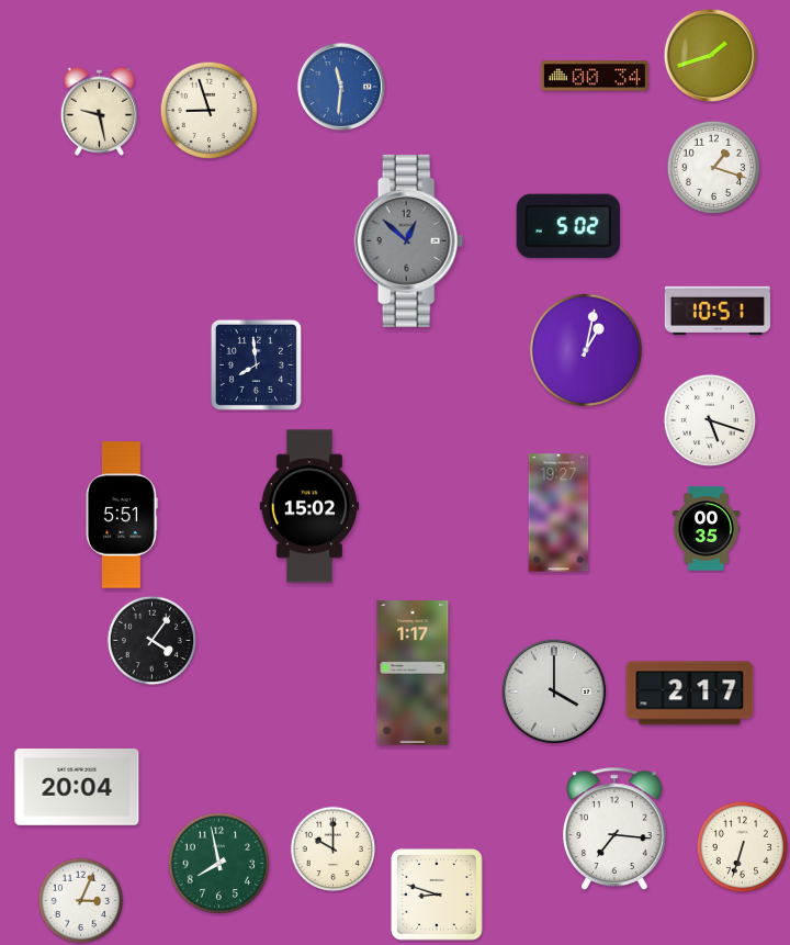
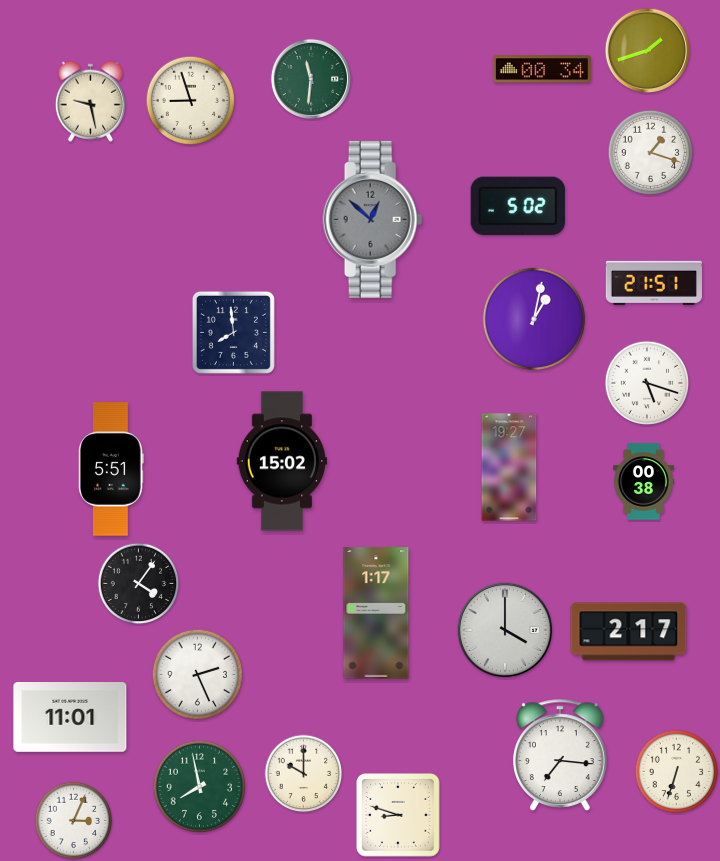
clock at (341, 87) dial: blue -> green
clock at (718, 311): 10:51 -> 21:51
clock at (707, 529): 00:35 -> 00:38
clock at (198, 675): none -> 2:26
clock at (77, 788): 20:04 -> 11:01
